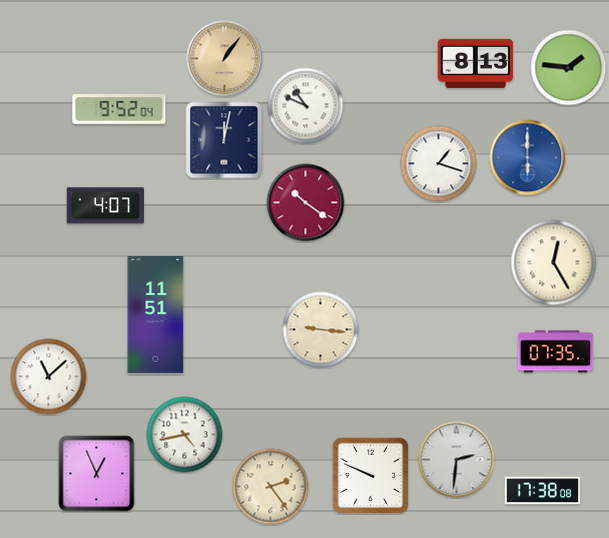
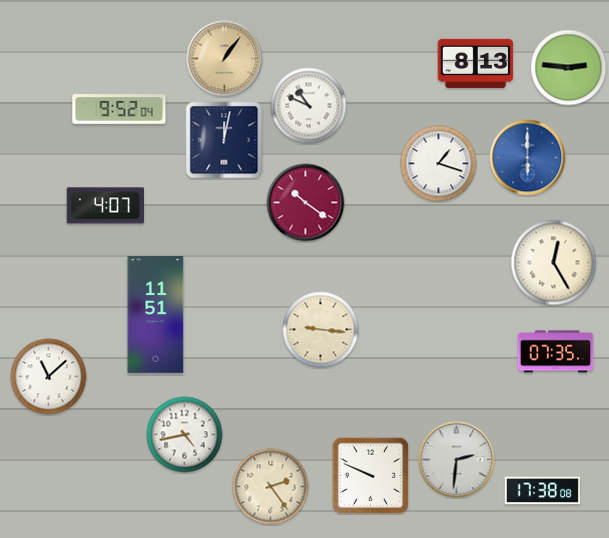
clock at (569, 68): 1:46 -> 2:46
clock at (306, 106) position: (306, 106) -> (309, 106)
clock at (97, 474): 12:56 -> none
